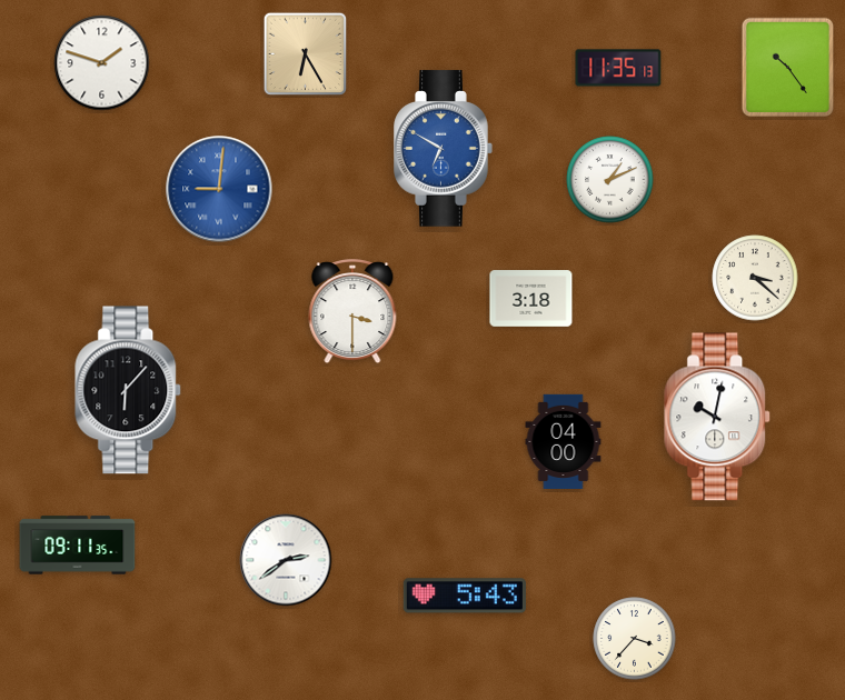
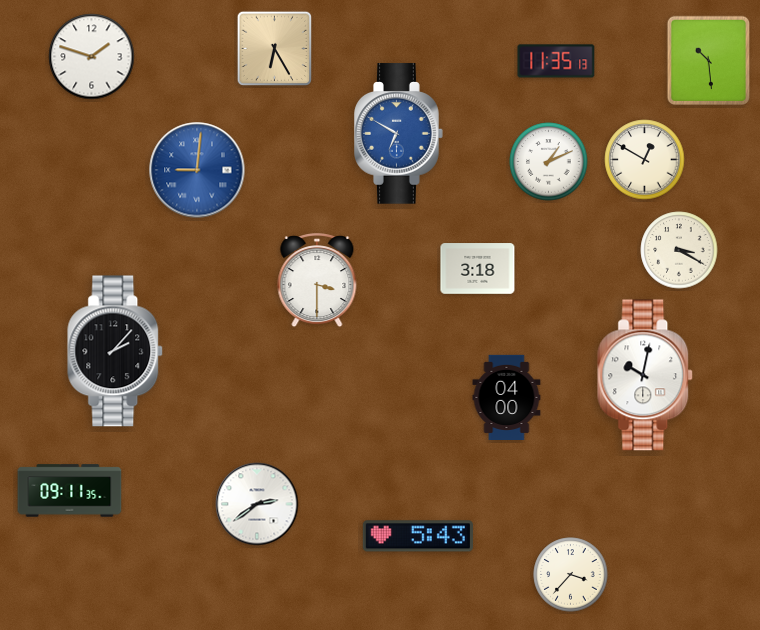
clock at (788, 68): 10:24 -> 10:29
clock at (645, 160): none -> 12:50
clock at (755, 278): 3:22 -> 3:20
clock at (129, 390): 6:07 -> 2:07
